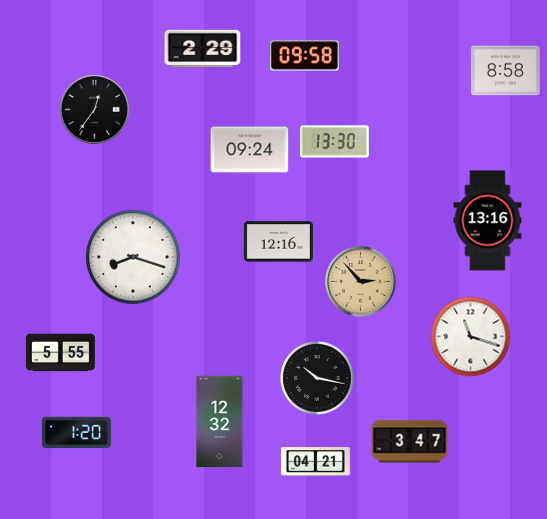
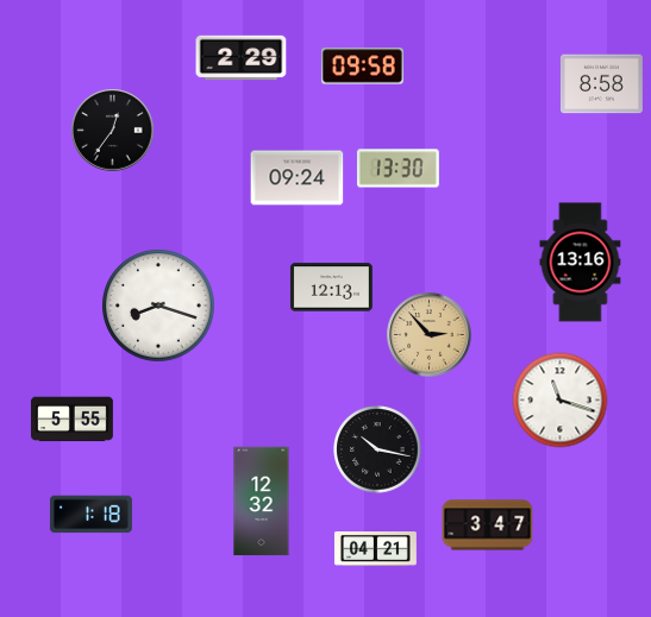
clock at (278, 242): 12:16 -> 12:13
clock at (76, 433): 1:20 -> 1:18
